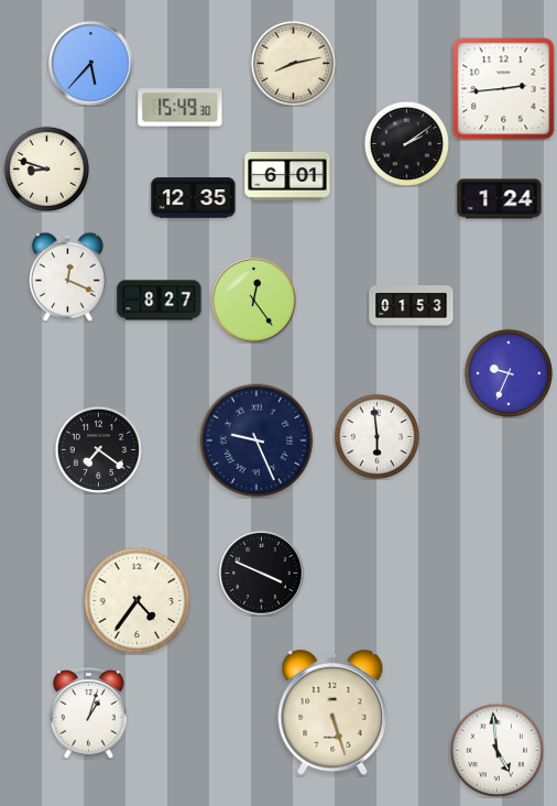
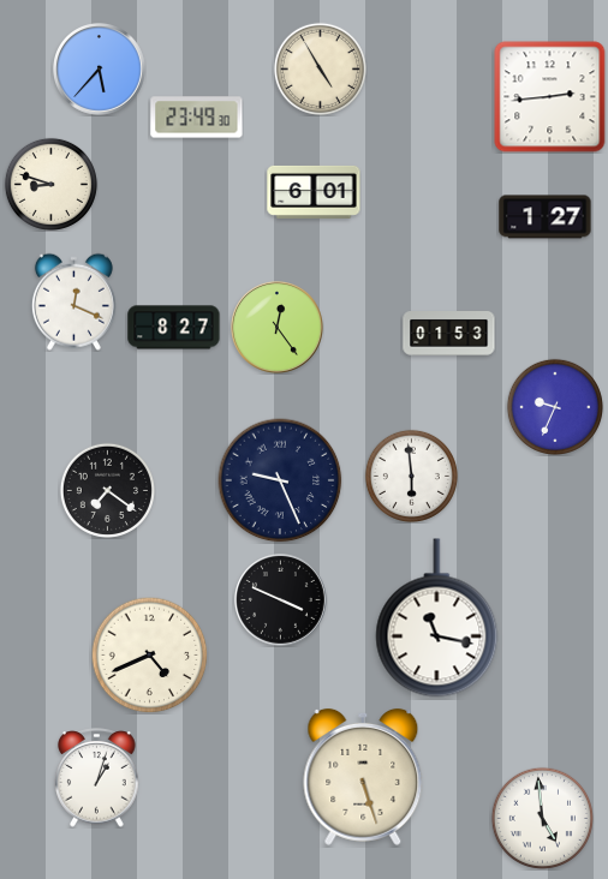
clock at (293, 63): 8:13 -> 4:55
clock at (181, 108): 15:49 -> 23:49
clock at (406, 143): 2:09 -> none
clock at (194, 198): 12:35 -> none
clock at (500, 199): 1:24 -> 1:27
clock at (437, 618): none -> 11:17
clock at (262, 574) position: (262, 574) -> (281, 600)
clock at (136, 600): 4:36 -> 4:41
